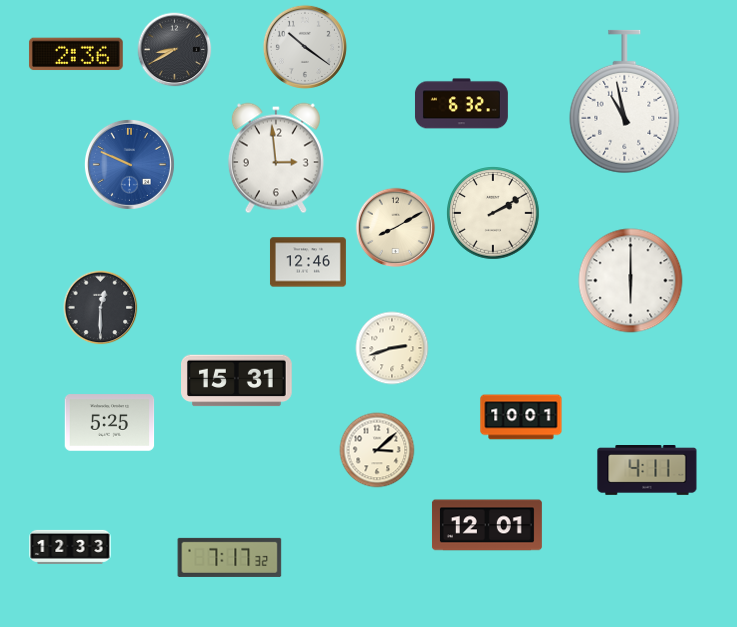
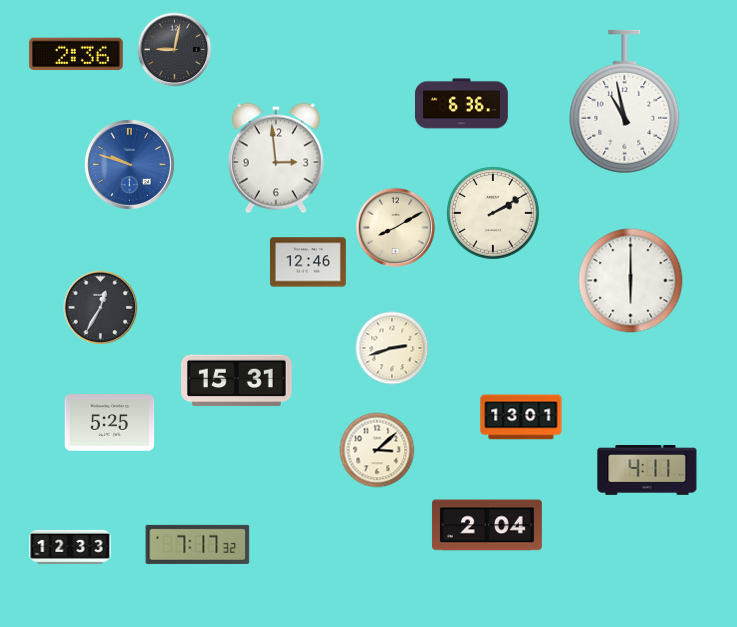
clock at (305, 47): 10:21 -> none
clock at (175, 50): 8:40 -> 9:02
clock at (461, 104): 6:32 -> 6:36
clock at (129, 164): 9:49 -> 9:48
clock at (101, 308): 12:30 -> 12:35
clock at (521, 417): 10:01 -> 13:01
clock at (487, 525): 12:01 -> 2:04
clock at (230, 557) position: (230, 557) -> (198, 544)
